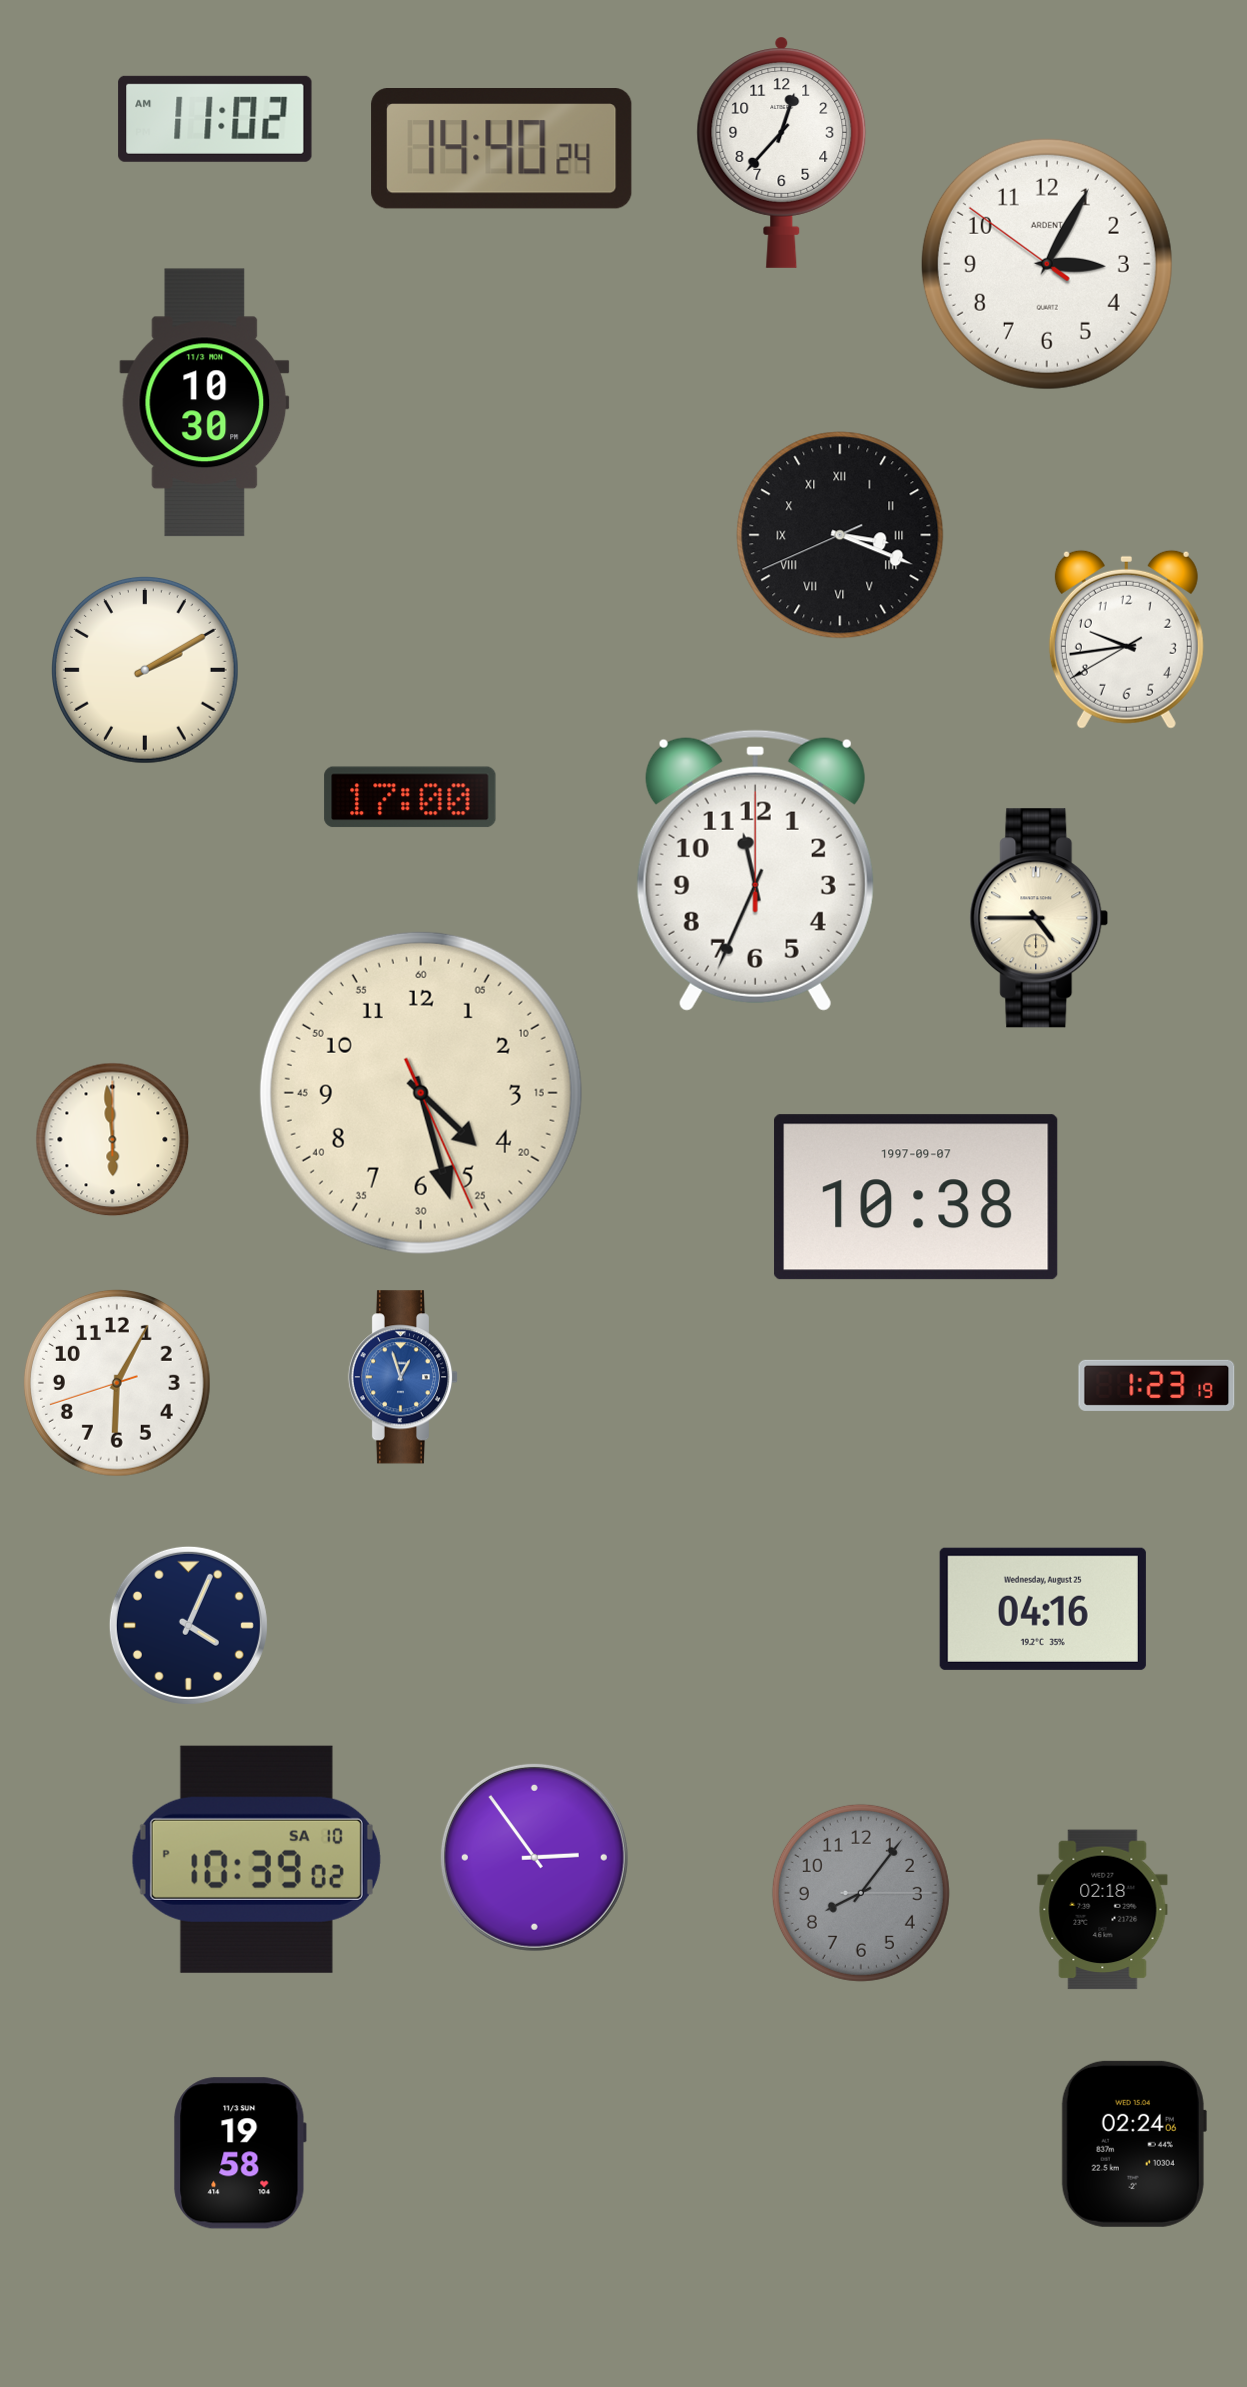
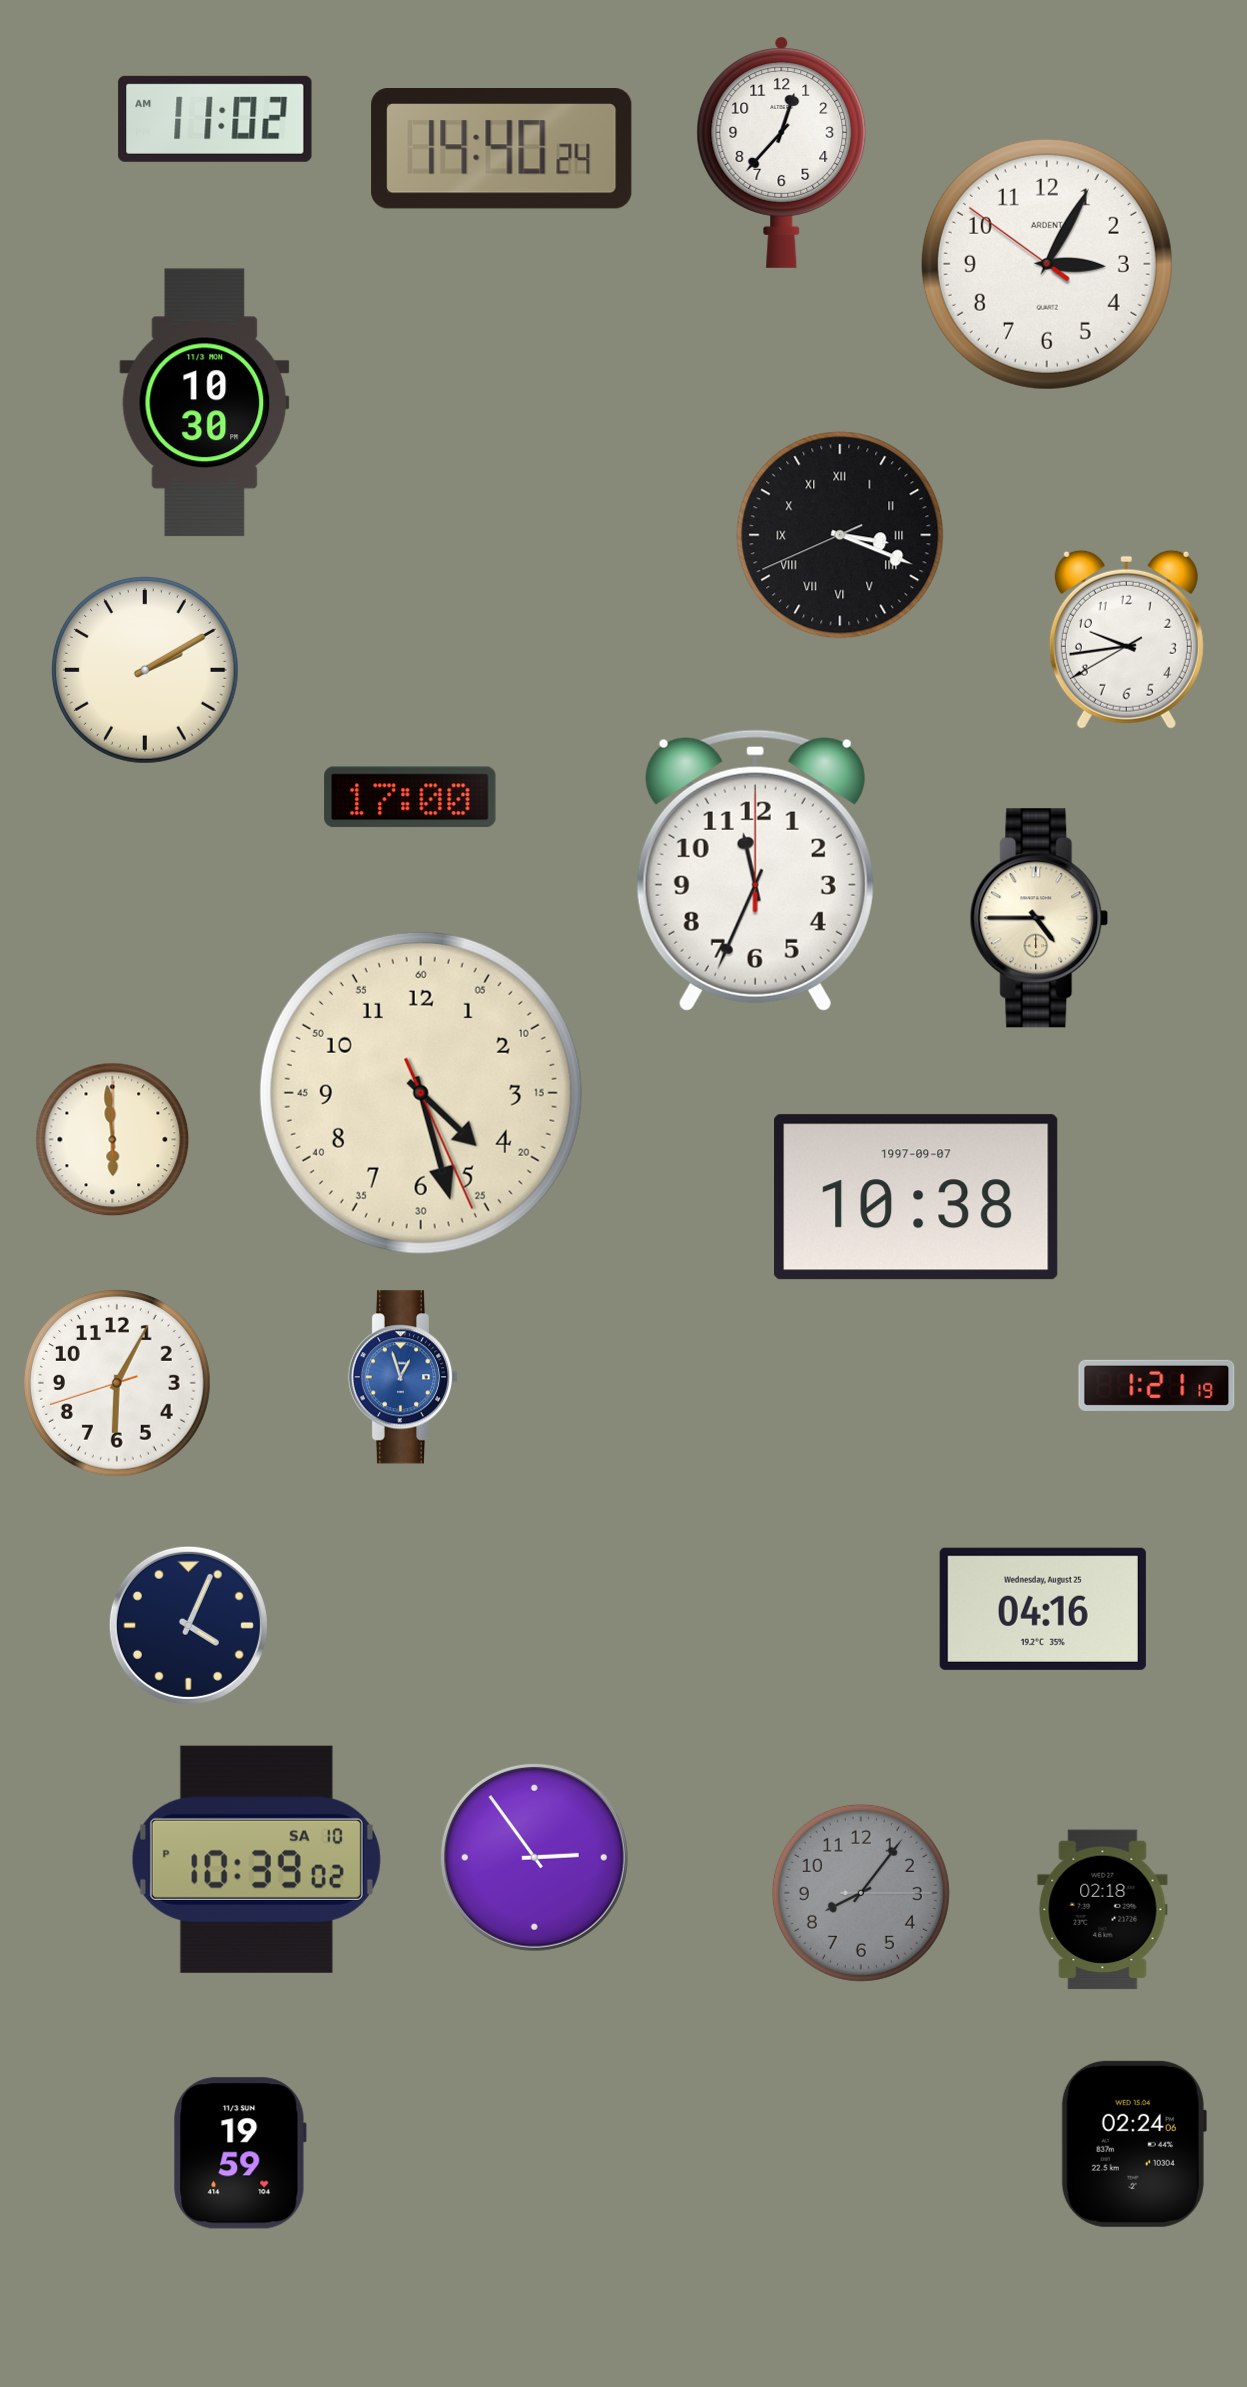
clock at (1157, 1385): 1:23 -> 1:21
clock at (240, 2153): 19:58 -> 19:59
